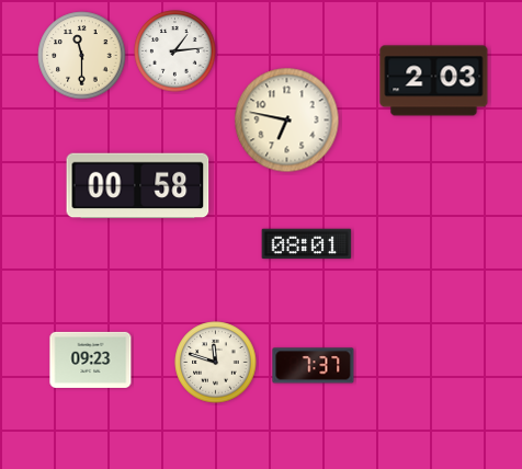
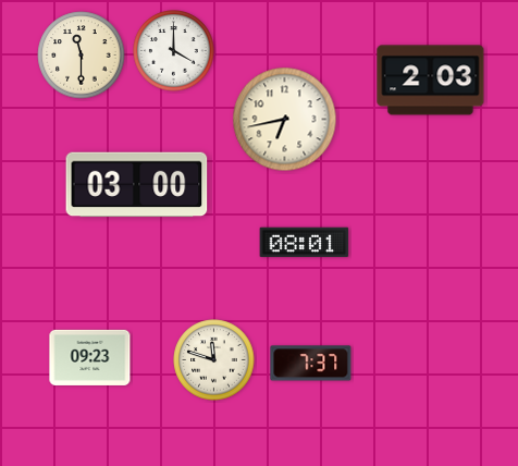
clock at (175, 52): 1:14 -> 4:00
clock at (287, 121): 6:47 -> 6:43
clock at (138, 186): 00:58 -> 03:00
